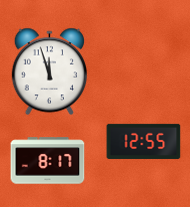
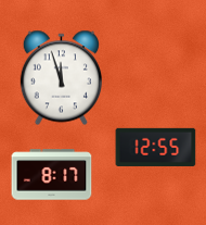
clock at (49, 72) position: (49, 72) -> (61, 78)
clock at (144, 141) position: (144, 141) -> (156, 147)
